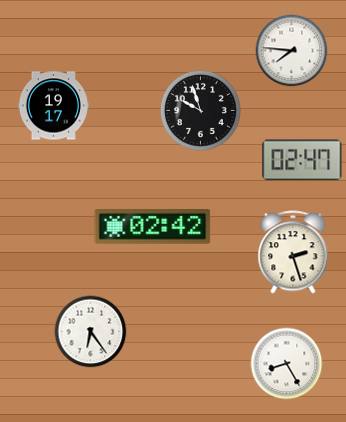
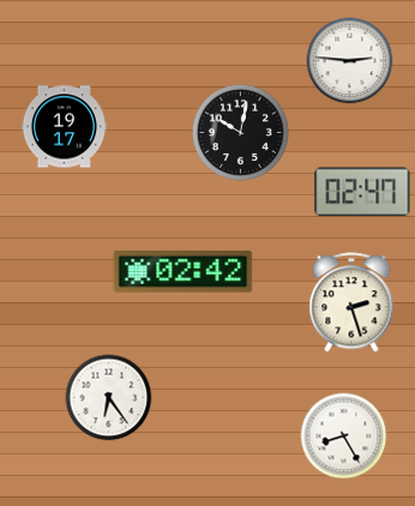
clock at (292, 51): 7:46 -> 2:46
clock at (200, 110): 9:57 -> 10:02
